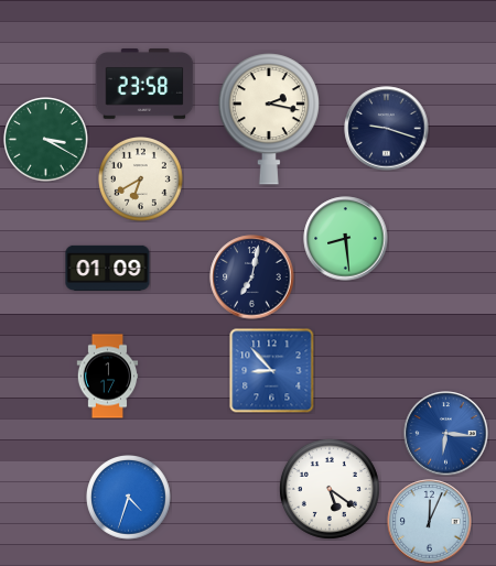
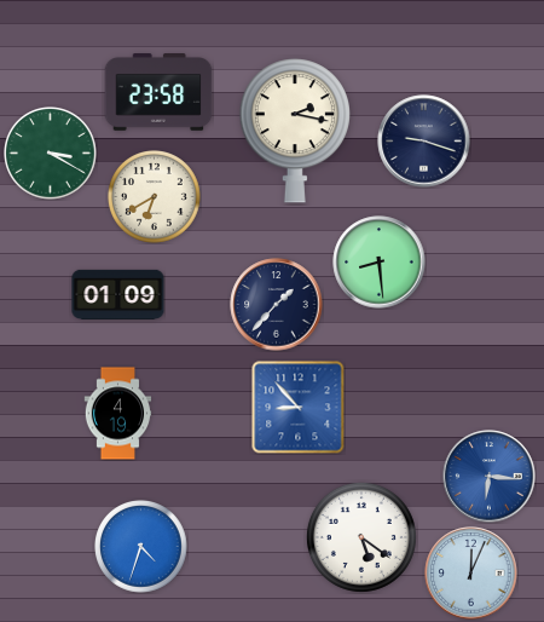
clock at (252, 277): 7:02 -> 1:37
clock at (108, 377): 1:17 -> 4:19
